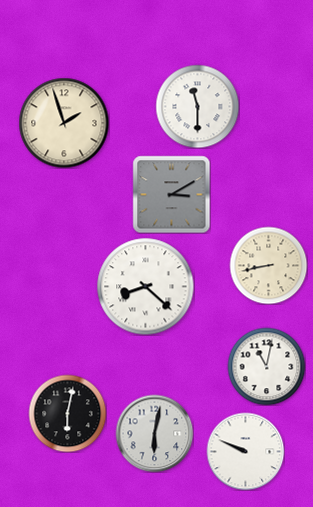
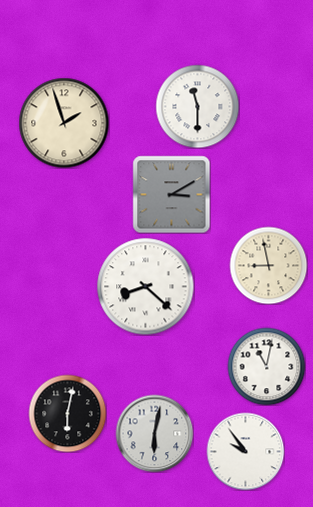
clock at (268, 265): 8:43 -> 8:58
clock at (245, 451): 9:49 -> 9:54
